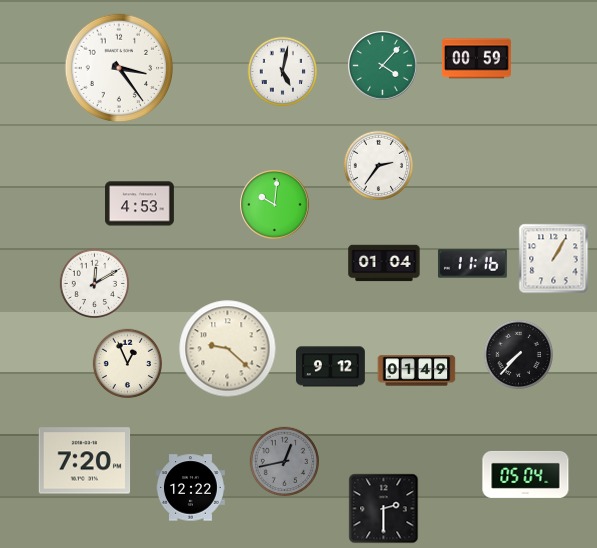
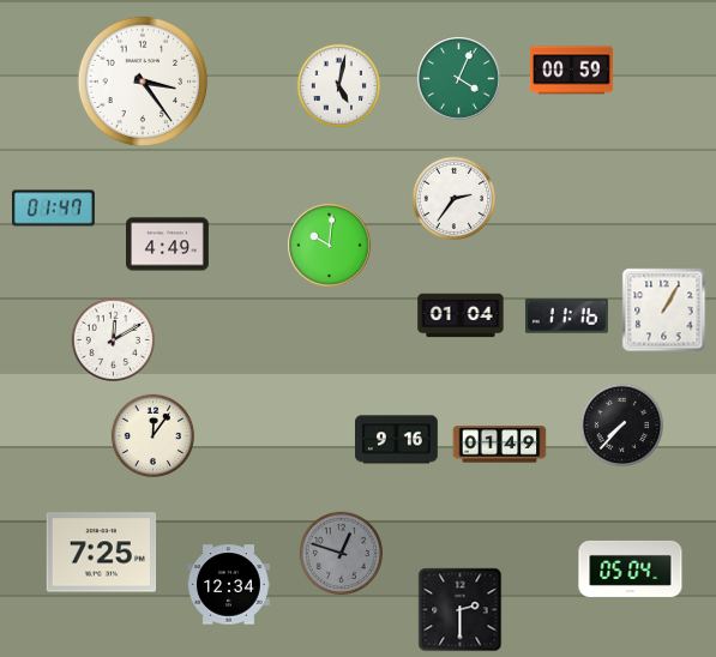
clock at (383, 66): 4:07 -> 4:04
clock at (53, 209): none -> 01:47
clock at (140, 204): 4:53 -> 4:49
clock at (228, 349): 9:22 -> none
clock at (127, 363): 12:56 -> 12:06
clock at (330, 367): 9:12 -> 9:16
clock at (85, 461): 7:20 -> 7:25
clock at (284, 461): 12:43 -> 12:48
clock at (191, 488): 12:22 -> 12:34
